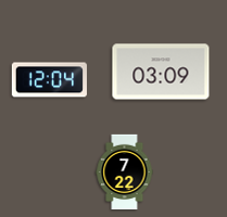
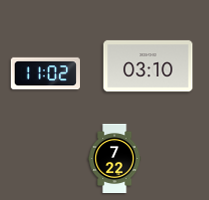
clock at (161, 72): 03:09 -> 03:10
clock at (49, 80): 12:04 -> 11:02
